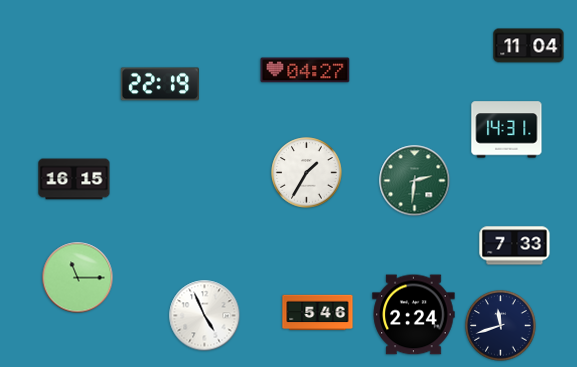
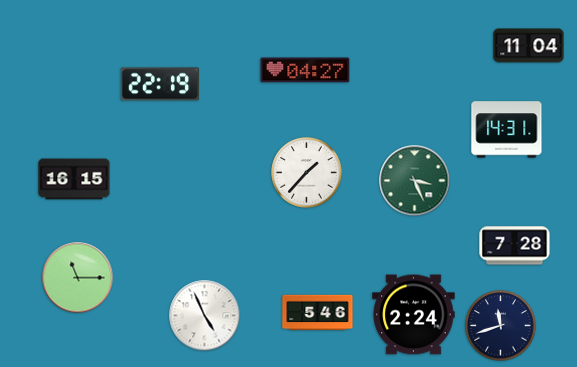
clock at (307, 173): 1:35 -> 1:37
clock at (415, 181): 2:31 -> 3:26
clock at (515, 246): 7:33 -> 7:28
